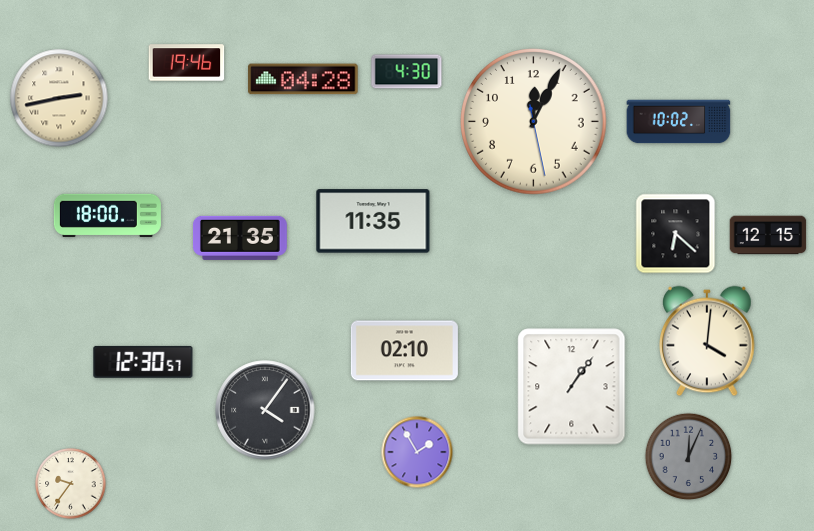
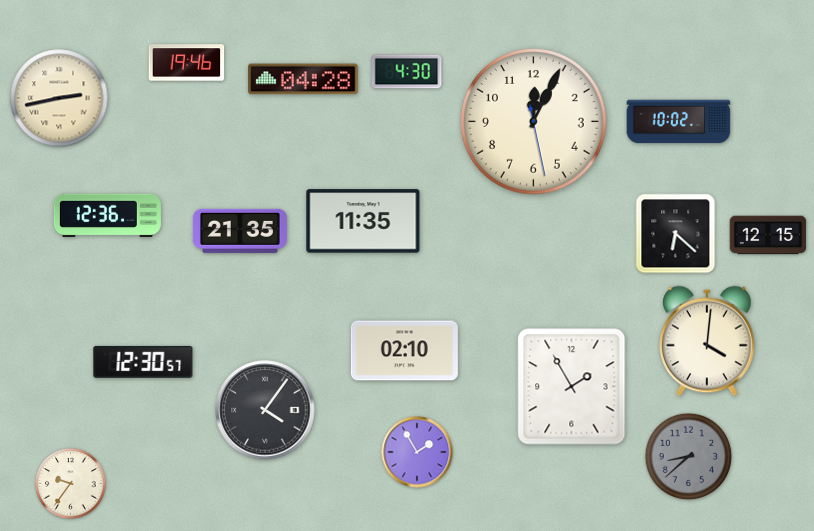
clock at (107, 215): 18:00 -> 12:36
clock at (373, 221) position: (373, 221) -> (363, 221)
clock at (240, 238) position: (240, 238) -> (240, 231)
clock at (572, 387): 1:06 -> 1:55
clock at (689, 457): 12:04 -> 8:38
